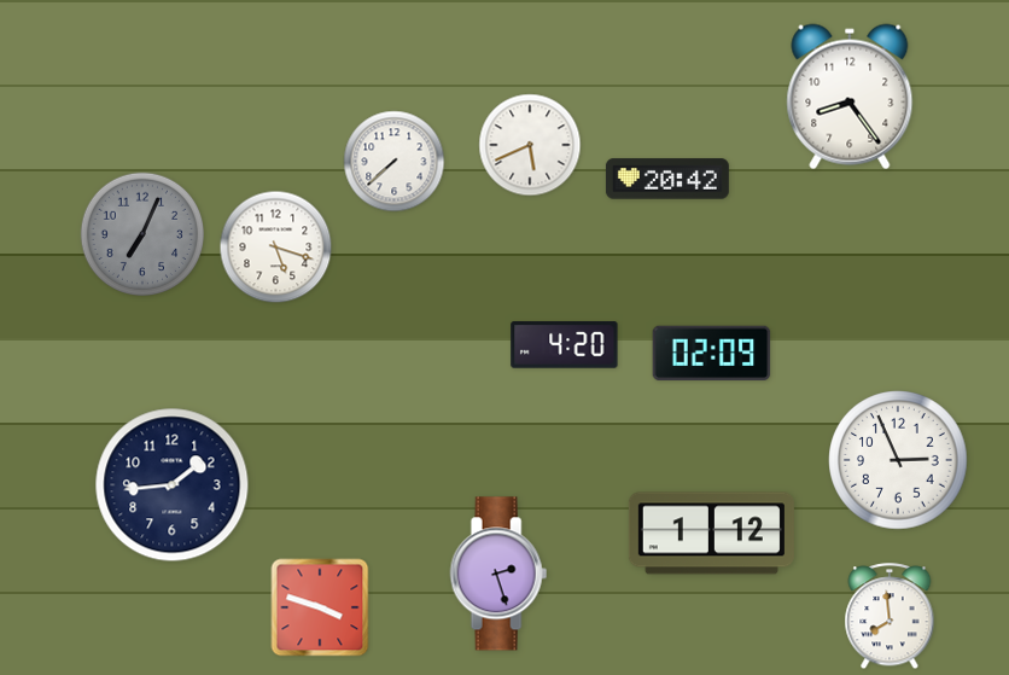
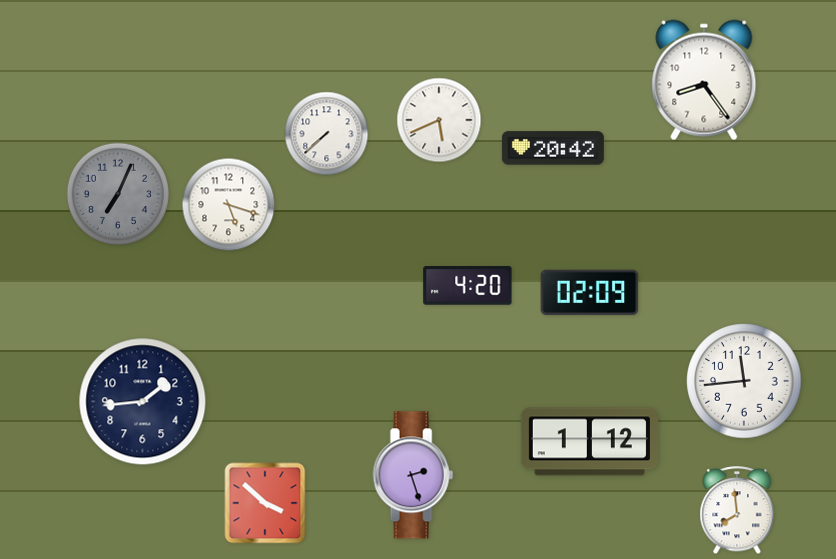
clock at (898, 460): 2:56 -> 11:44
clock at (320, 607): 3:48 -> 3:52
